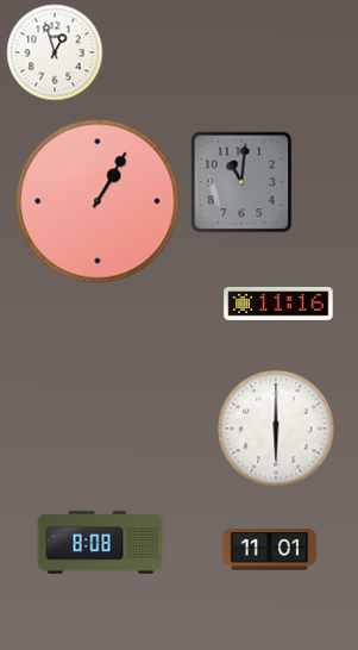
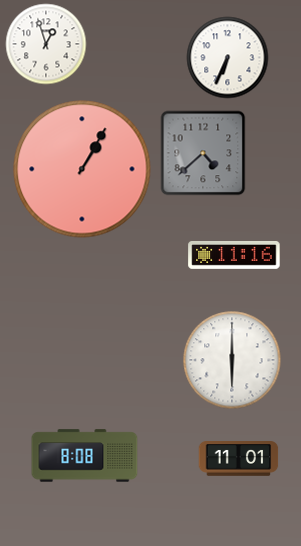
clock at (228, 58): none -> 6:34
clock at (241, 182): 11:01 -> 4:38
clock at (270, 550) position: (270, 550) -> (239, 459)
